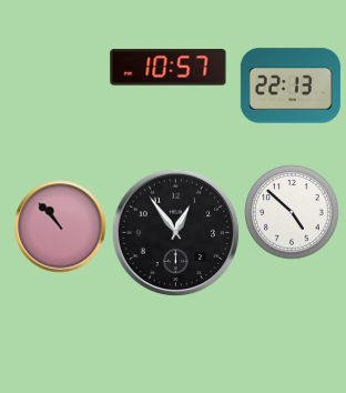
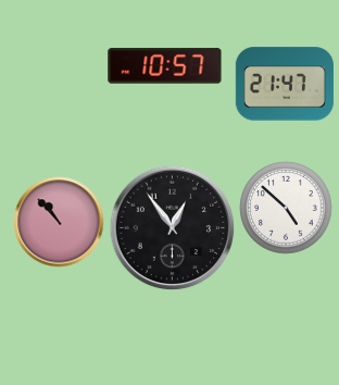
clock at (291, 85): 22:13 -> 21:47
